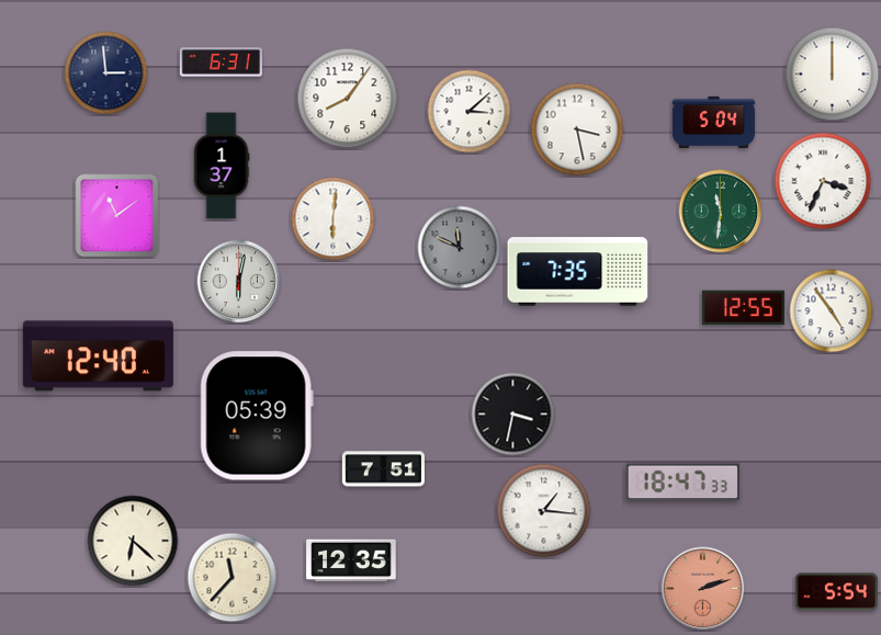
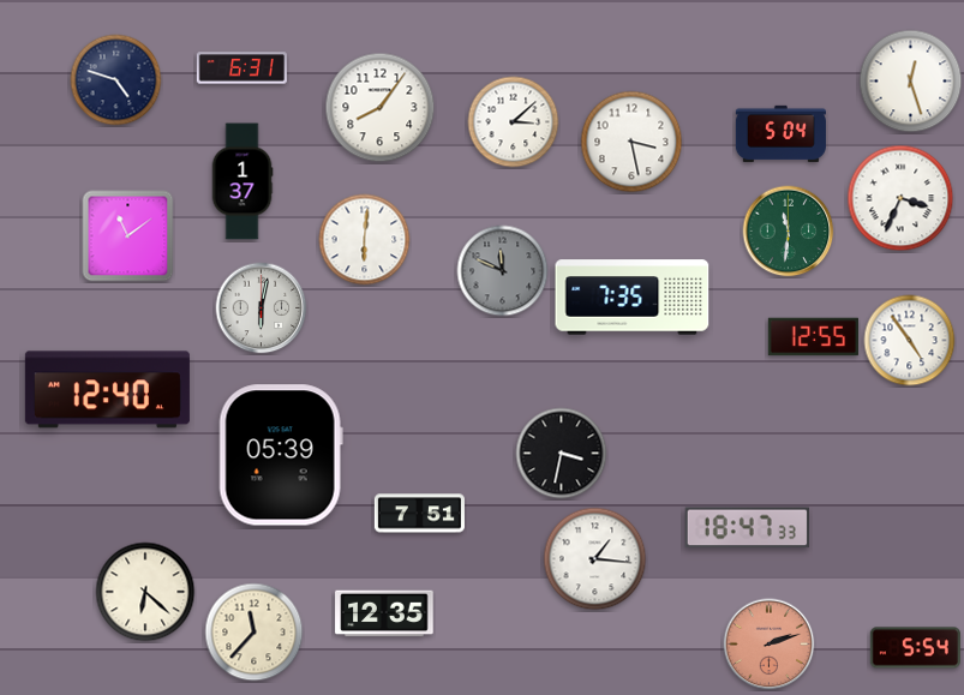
clock at (106, 73): 2:59 -> 4:48
clock at (833, 75): 12:00 -> 12:27
